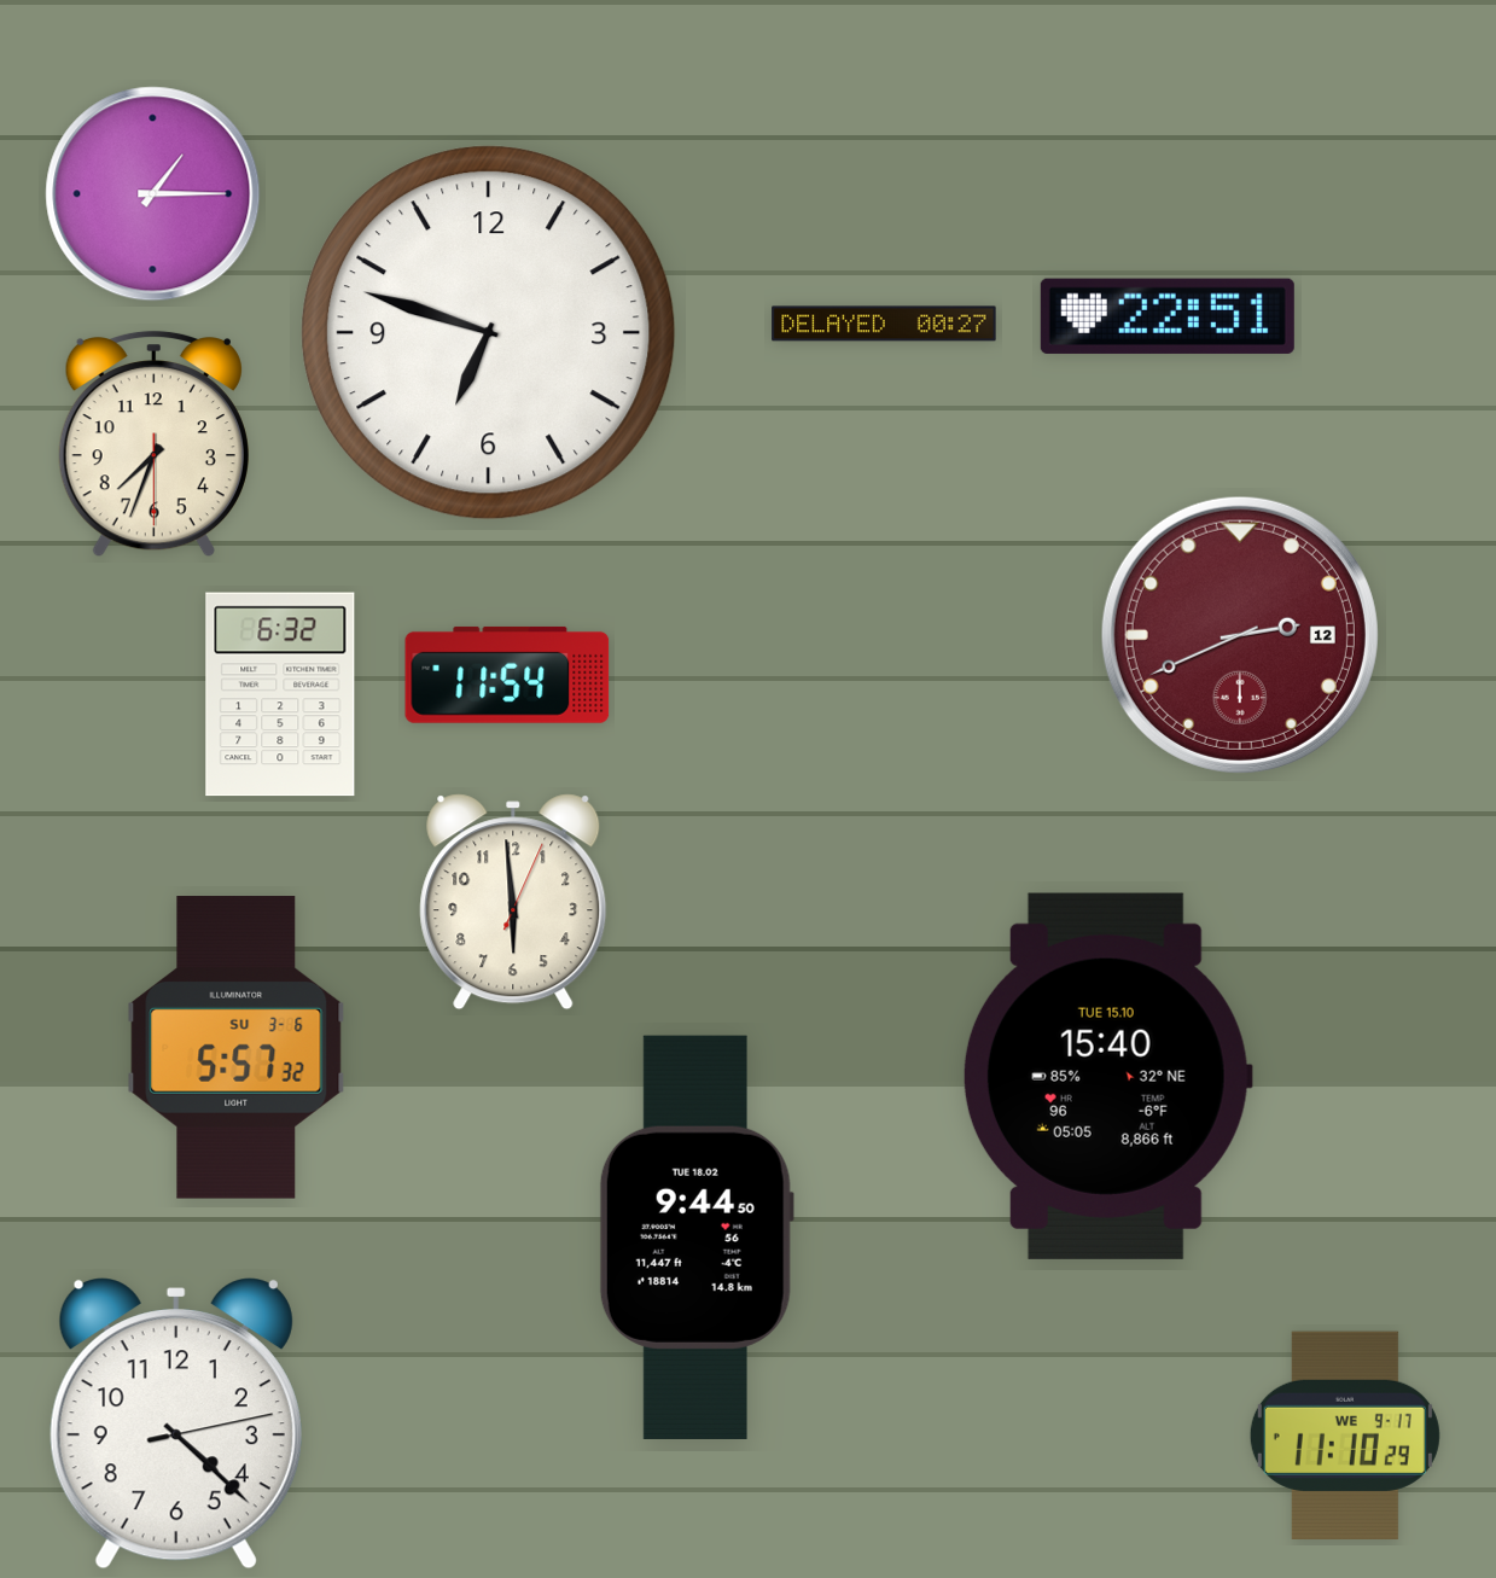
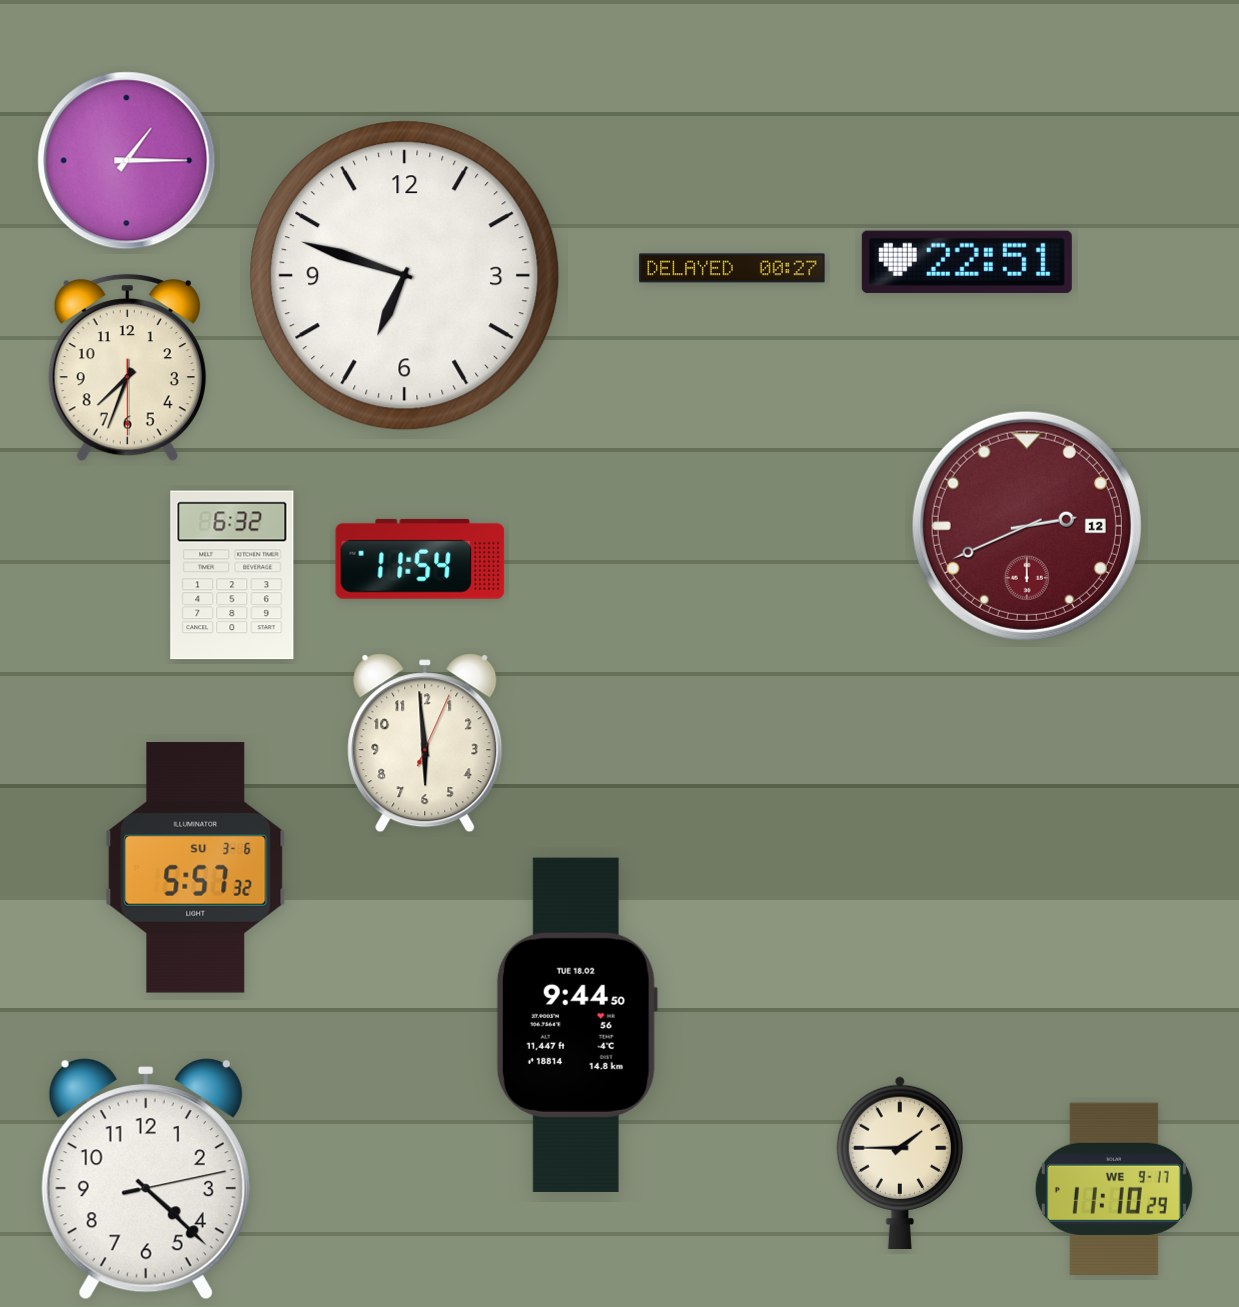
clock at (513, 902) position: (513, 902) -> (425, 743)
clock at (1107, 1076): 15:40 -> none
clock at (900, 1162): none -> 1:45
